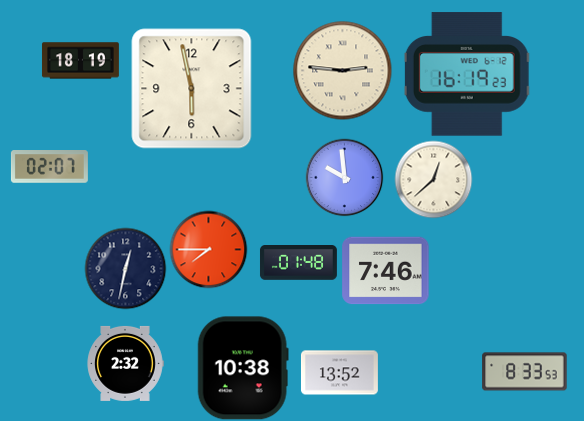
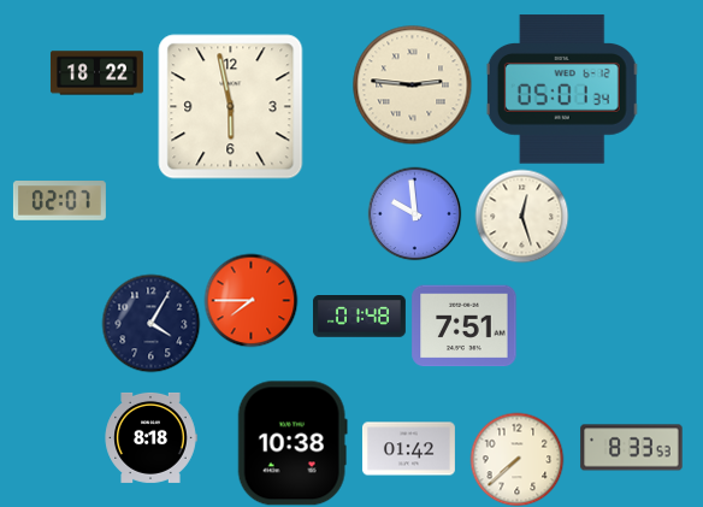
clock at (80, 61): 18:19 -> 18:22
clock at (467, 74): 16:19 -> 05:01
clock at (433, 179): 12:38 -> 12:27
clock at (125, 268): 12:32 -> 4:05
clock at (386, 271): 7:46 -> 7:51
clock at (125, 363): 2:32 -> 8:18
clock at (339, 373): 13:52 -> 01:42
clock at (516, 459): none -> 7:38
